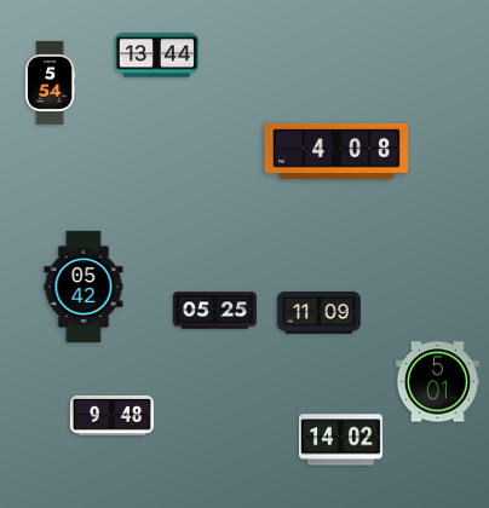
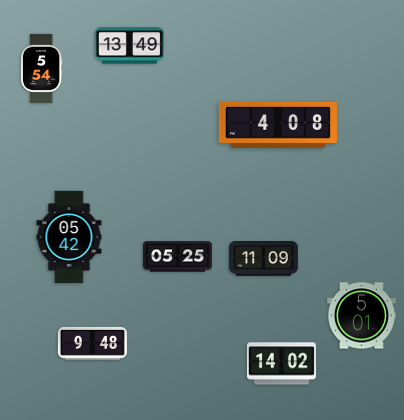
clock at (156, 56): 13:44 -> 13:49
